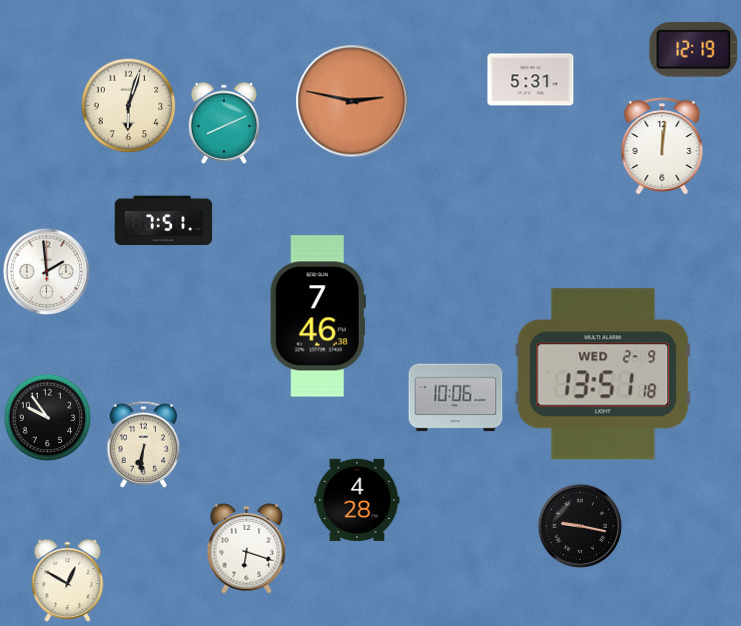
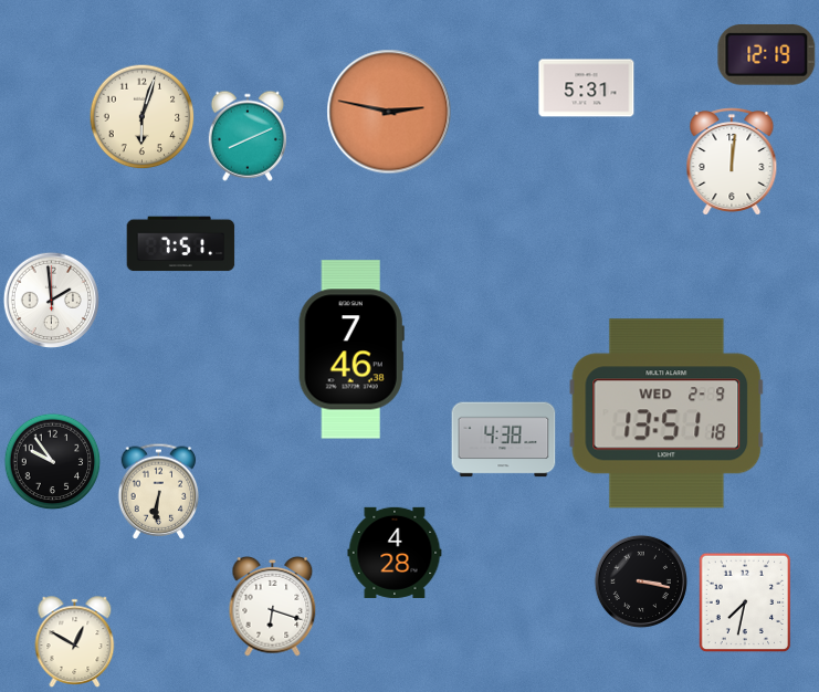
clock at (456, 398): 10:06 -> 4:38
clock at (580, 526): 9:17 -> 3:17
clock at (745, 602): none -> 7:32
